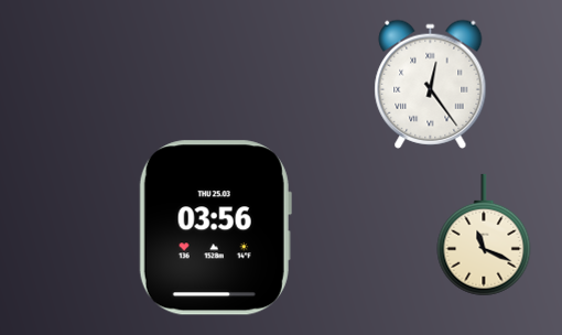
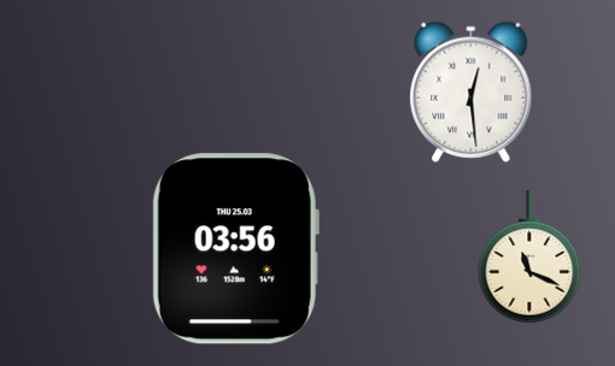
clock at (431, 84): 12:24 -> 12:29
